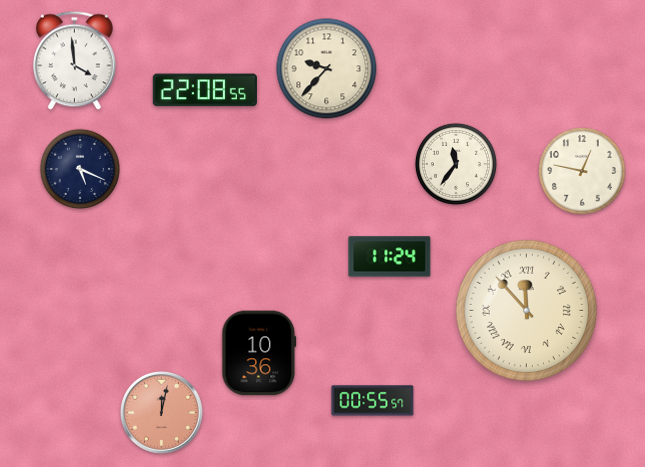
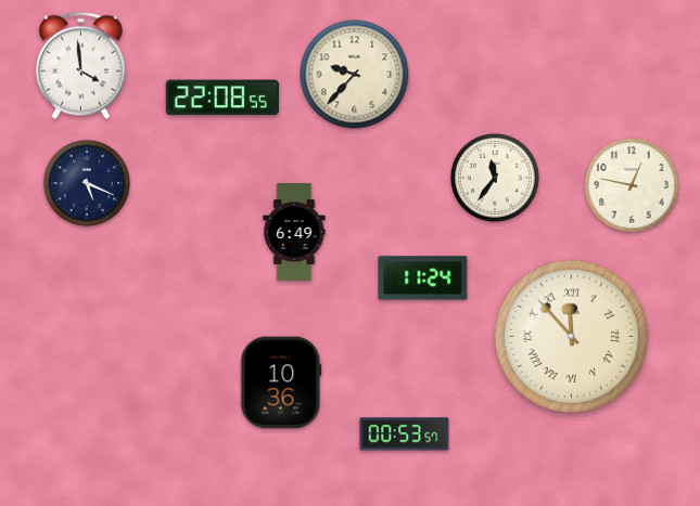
clock at (294, 232): none -> 6:49
clock at (373, 401): 00:55 -> 00:53
clock at (162, 413): 12:02 -> none
